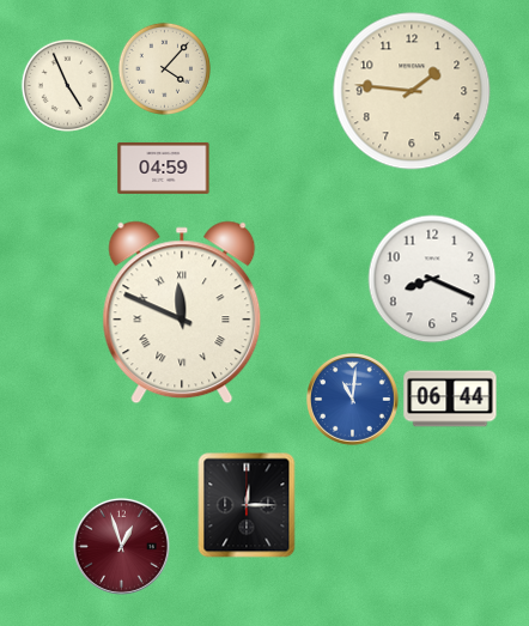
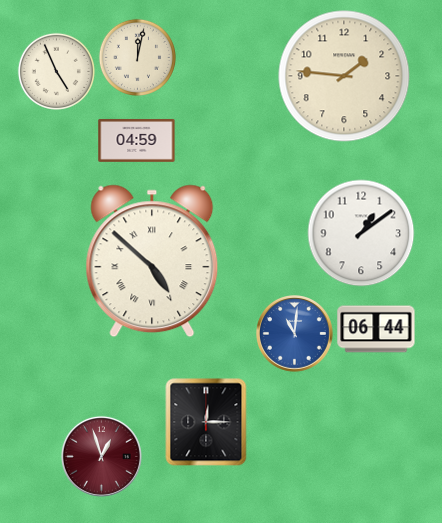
clock at (164, 68): 4:07 -> 12:02
clock at (432, 279): 8:19 -> 1:09
clock at (182, 312): 11:49 -> 4:52
clock at (450, 399) position: (450, 399) -> (376, 329)
